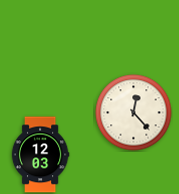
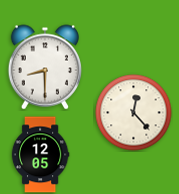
clock at (44, 67): none -> 8:30
clock at (40, 155): 12:03 -> 12:05
